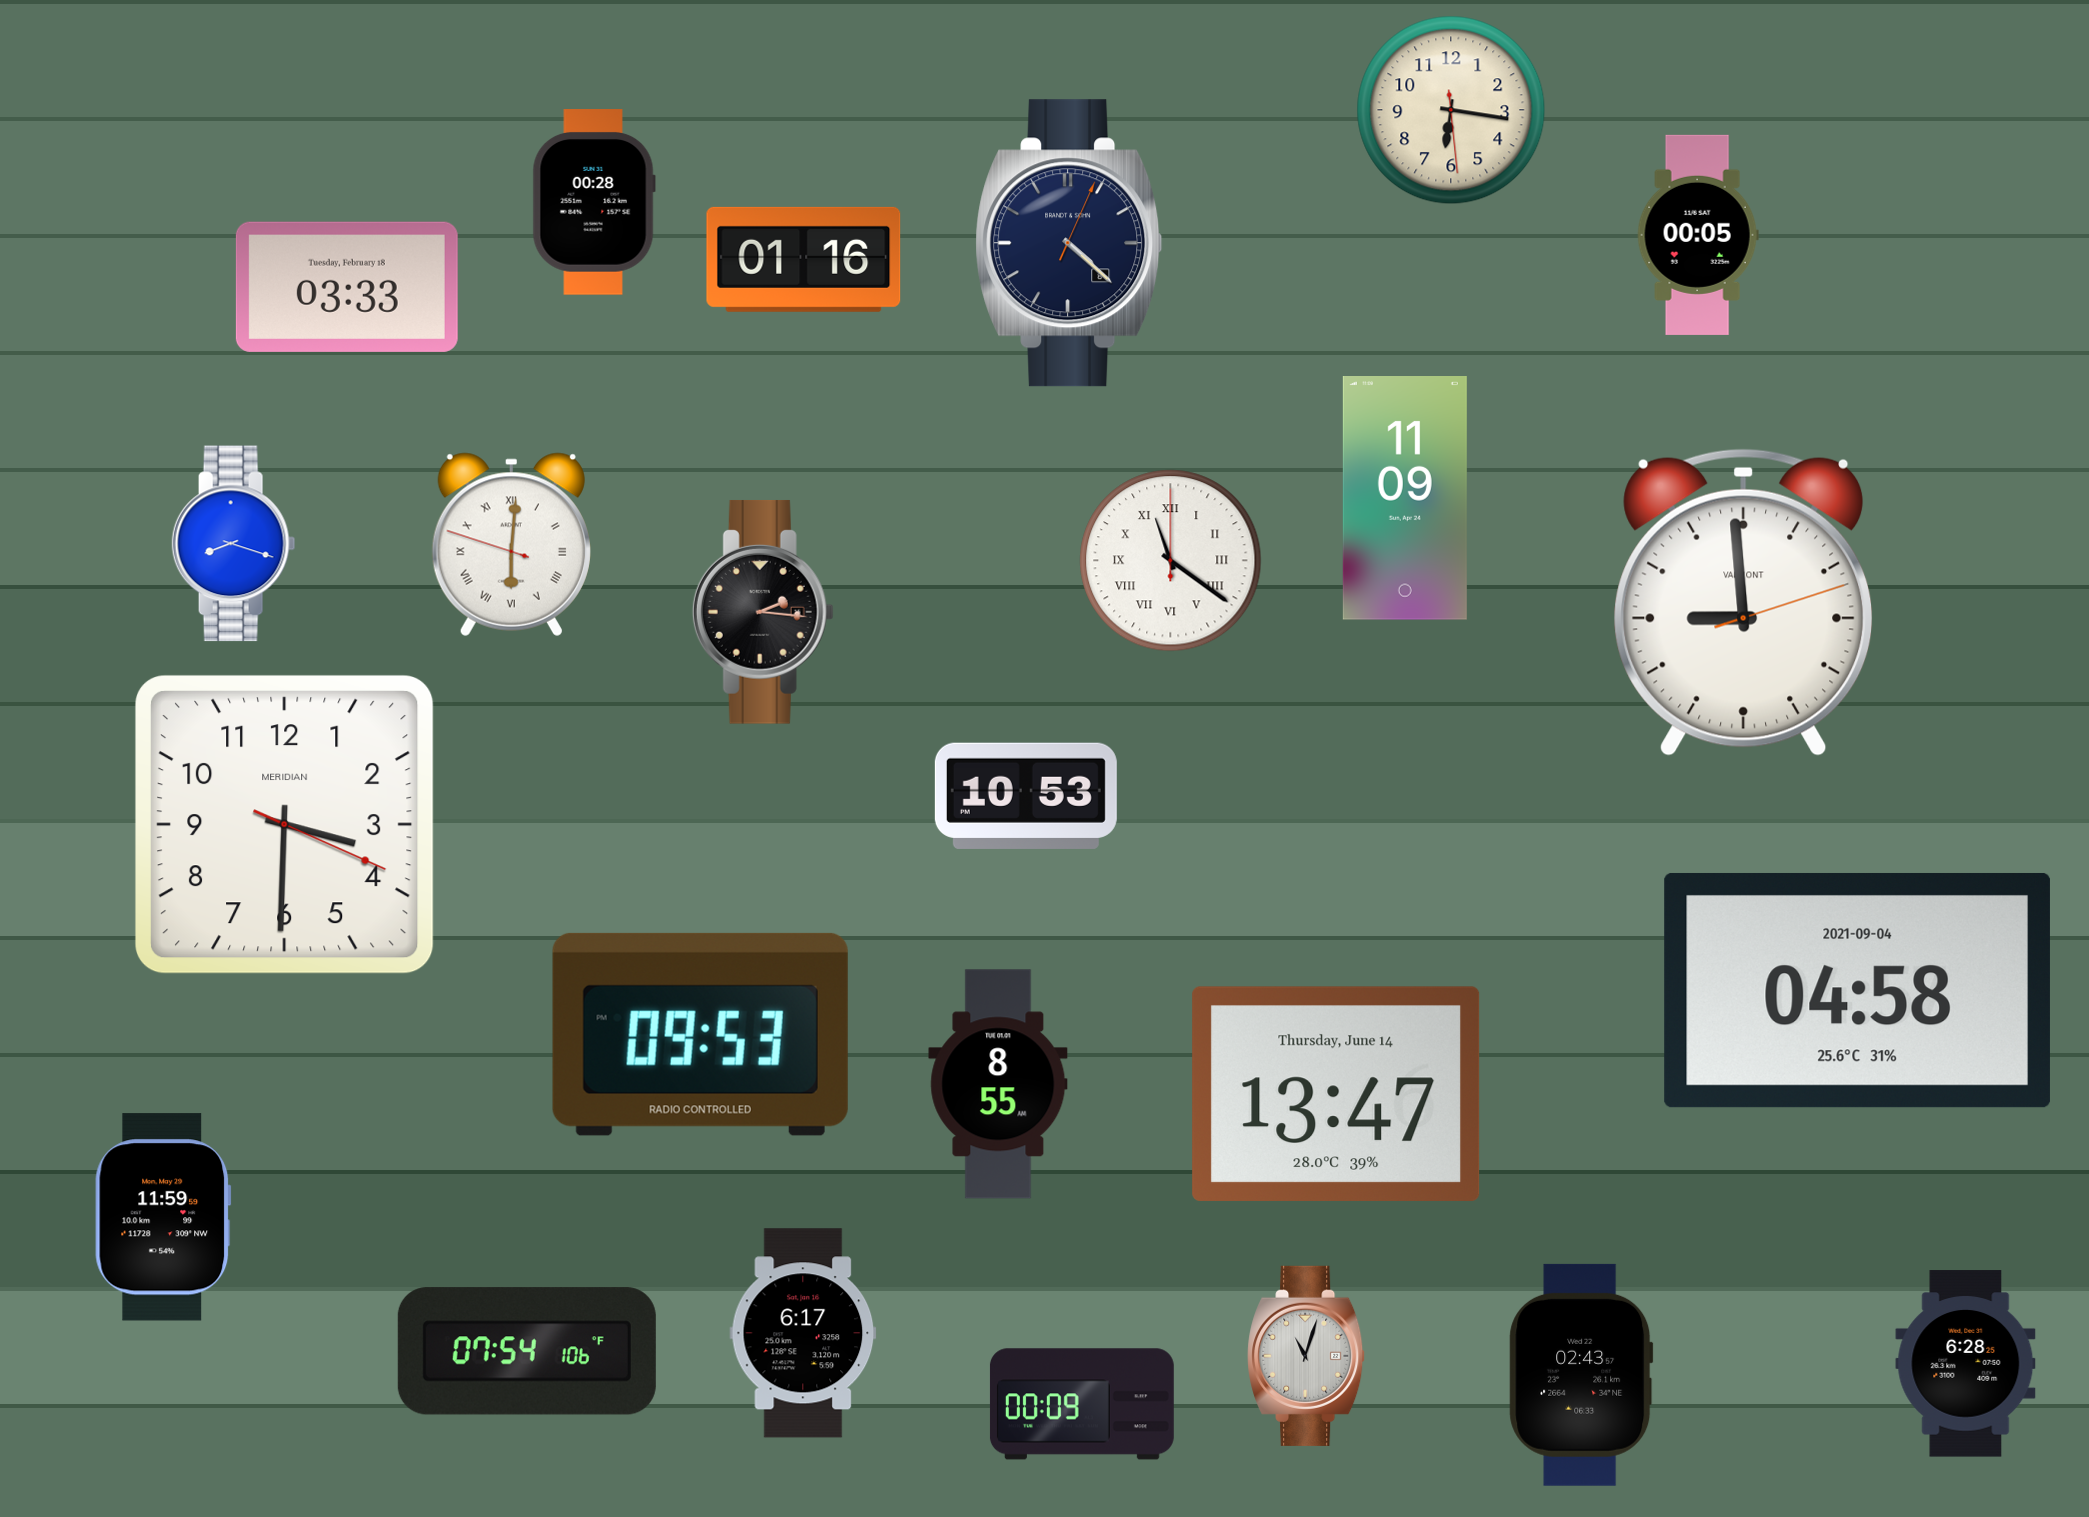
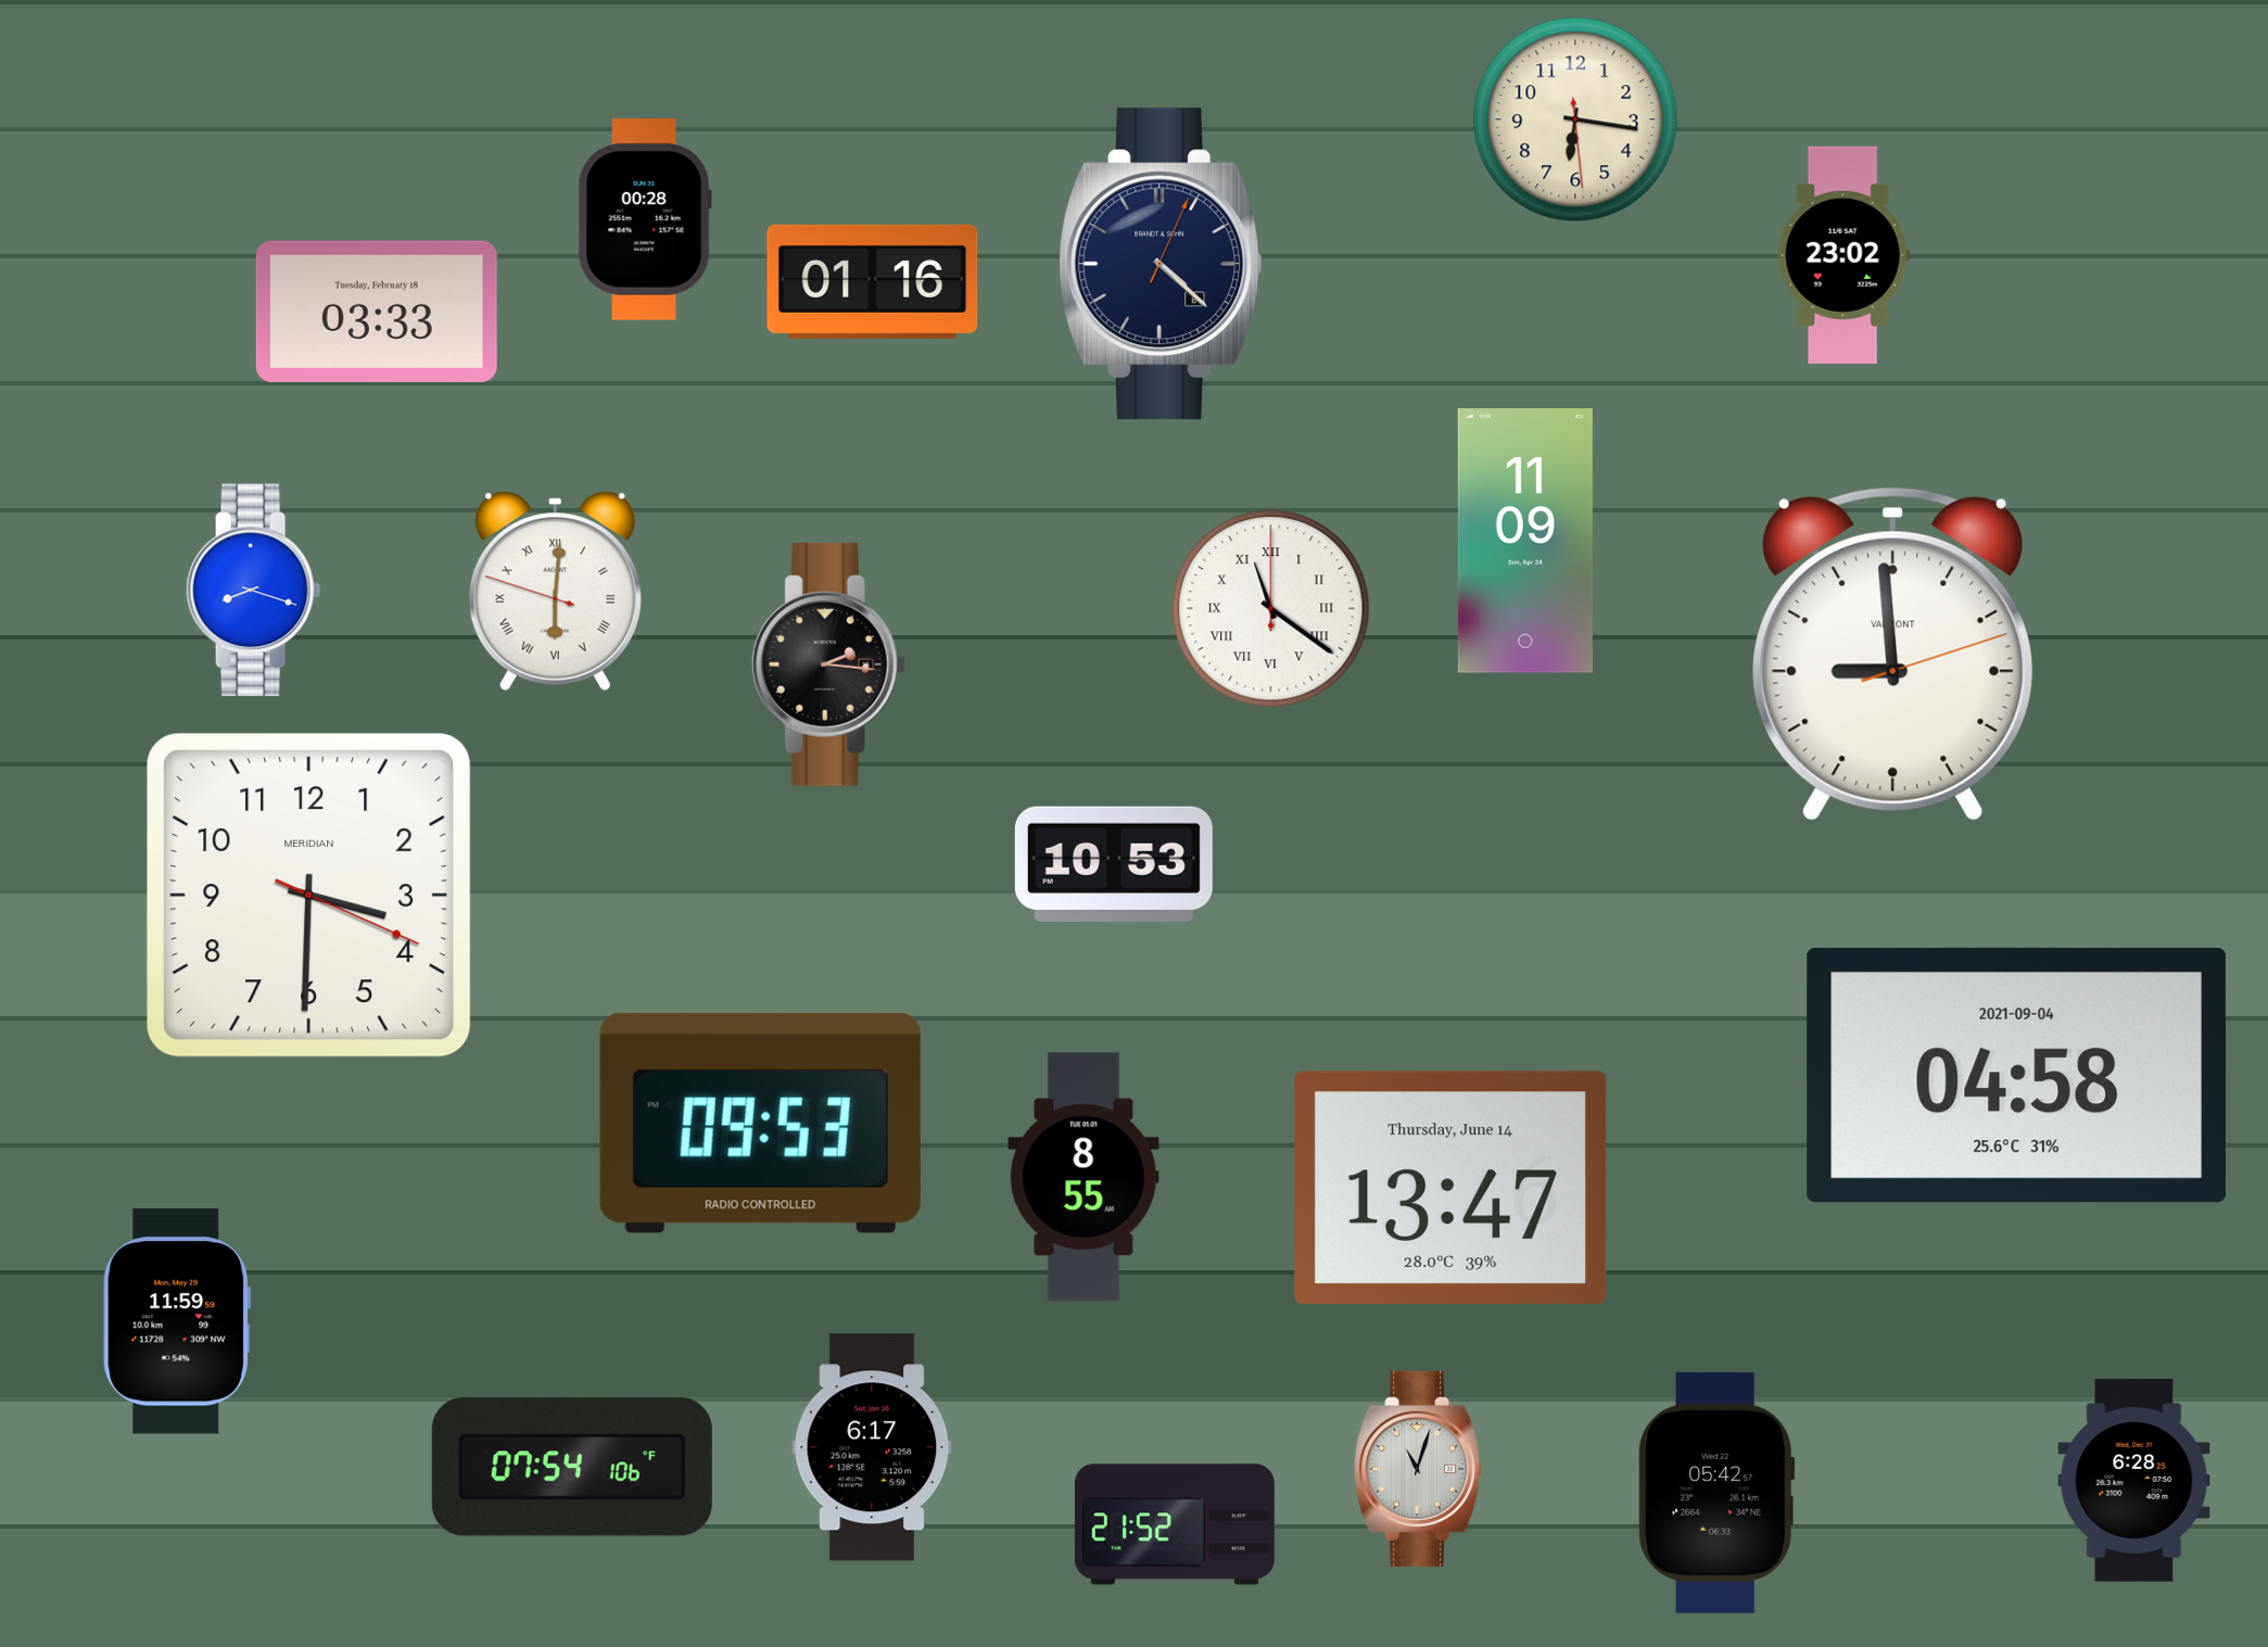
clock at (1698, 235): 00:05 -> 23:02
clock at (1307, 1356) position: (1307, 1356) -> (1419, 1469)
clock at (1581, 1375): 02:43 -> 05:42
clock at (1082, 1404): 00:09 -> 21:52
